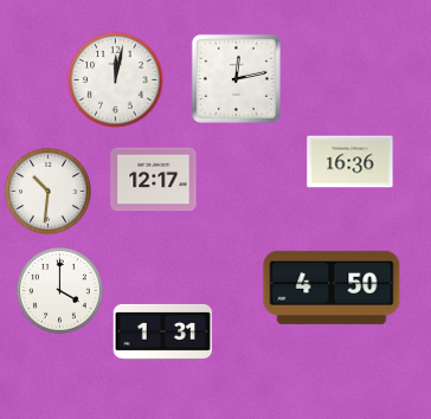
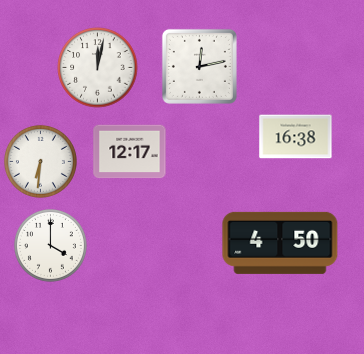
clock at (350, 162): 16:36 -> 16:38
clock at (47, 191): 10:31 -> 6:31
clock at (163, 331): 1:31 -> none
